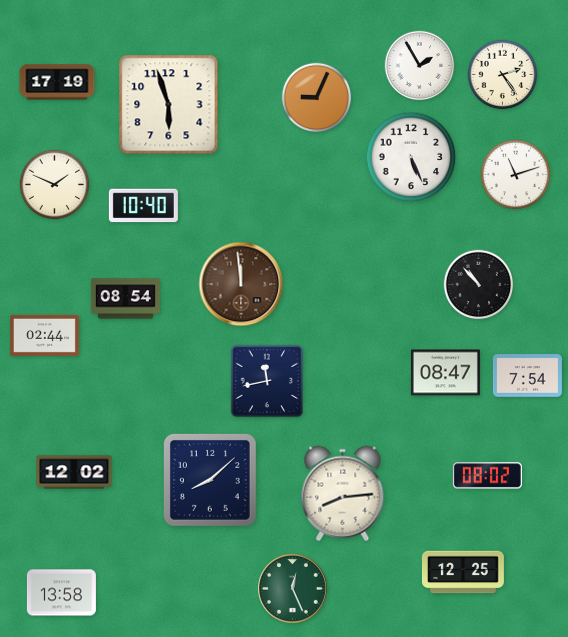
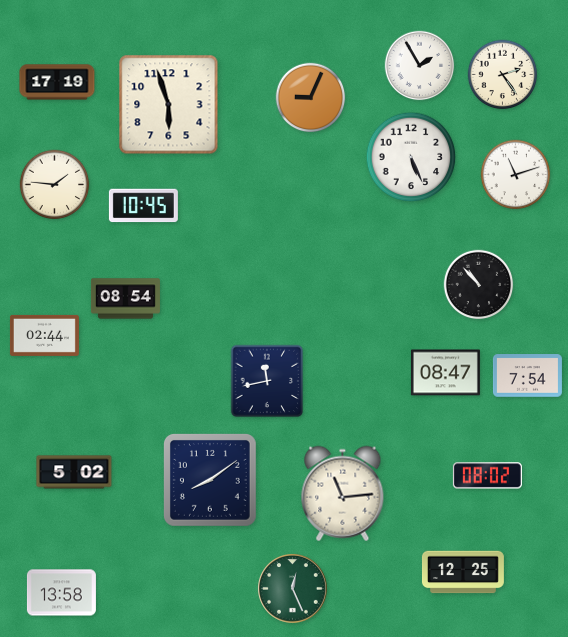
clock at (317, 98) position: (317, 98) -> (311, 98)
clock at (55, 185): 1:49 -> 1:46
clock at (143, 206): 10:40 -> 10:45
clock at (241, 284): 11:59 -> none
clock at (74, 472): 12:02 -> 5:02
clock at (210, 480): 8:08 -> 8:09
clock at (343, 494): 8:14 -> 11:14
